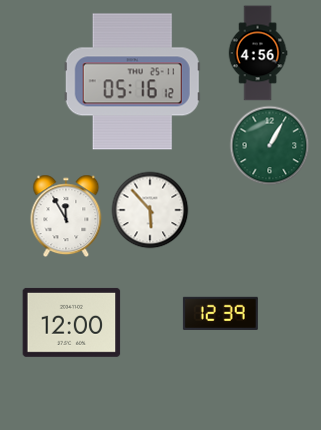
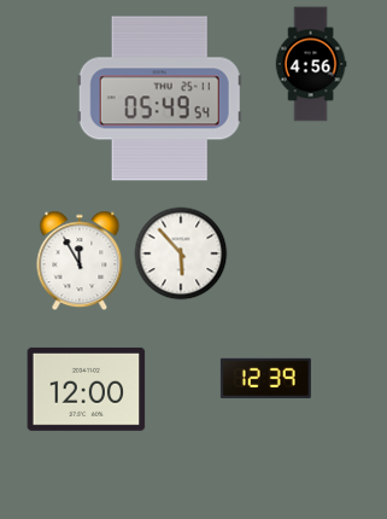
clock at (132, 82): 05:16 -> 05:49
clock at (270, 146): 1:05 -> none
